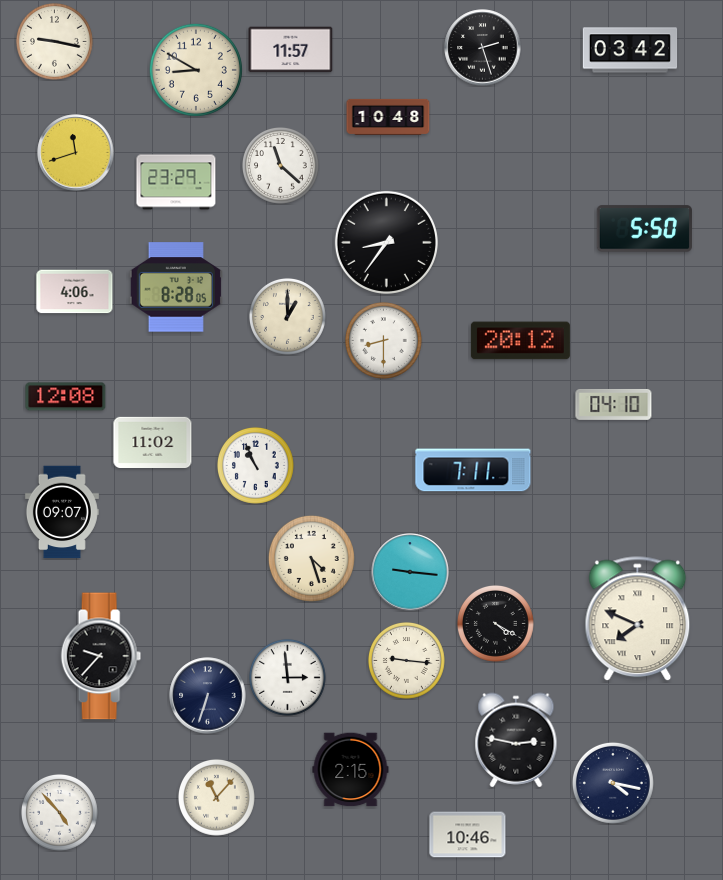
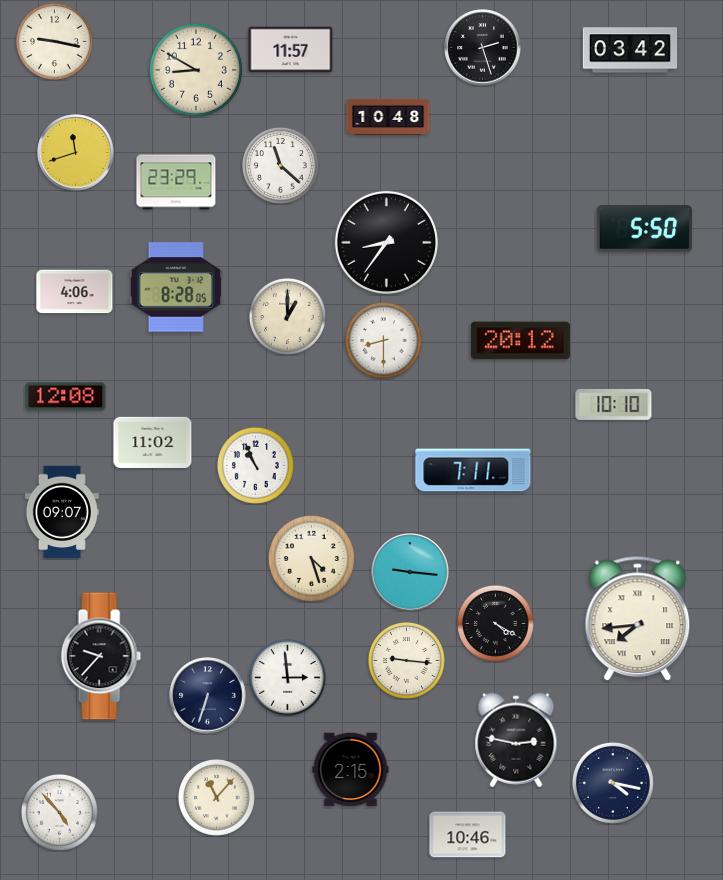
clock at (614, 404): 04:10 -> 10:10
clock at (638, 619): 7:49 -> 7:44
